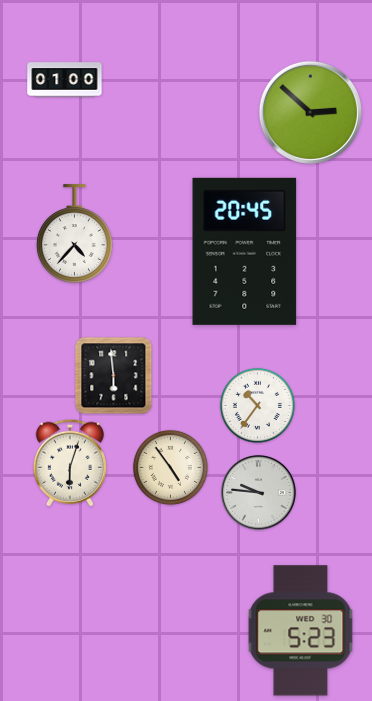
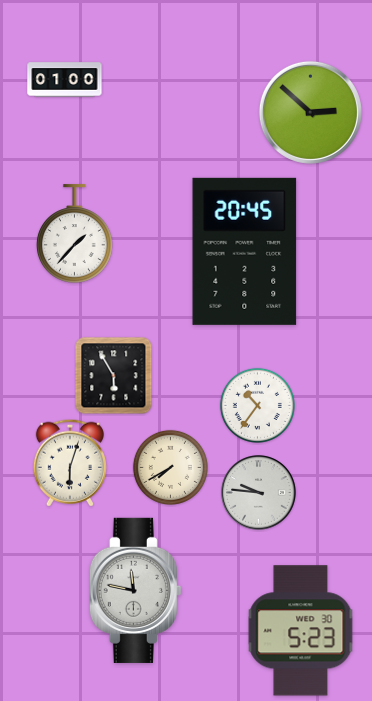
clock at (75, 234): 4:37 -> 1:37
clock at (114, 376): 5:59 -> 5:55
clock at (170, 467): 4:54 -> 7:40
clock at (135, 590): none -> 11:47
